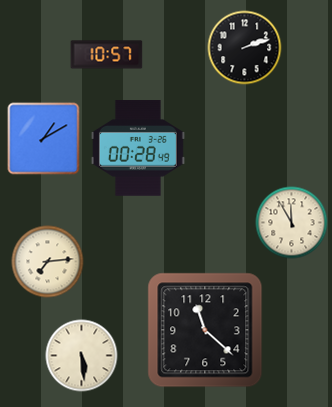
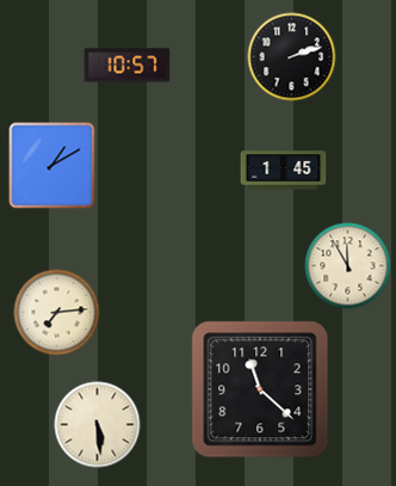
clock at (284, 171): none -> 1:45
clock at (138, 148): 00:28 -> none
clock at (205, 330) position: (205, 330) -> (260, 389)
